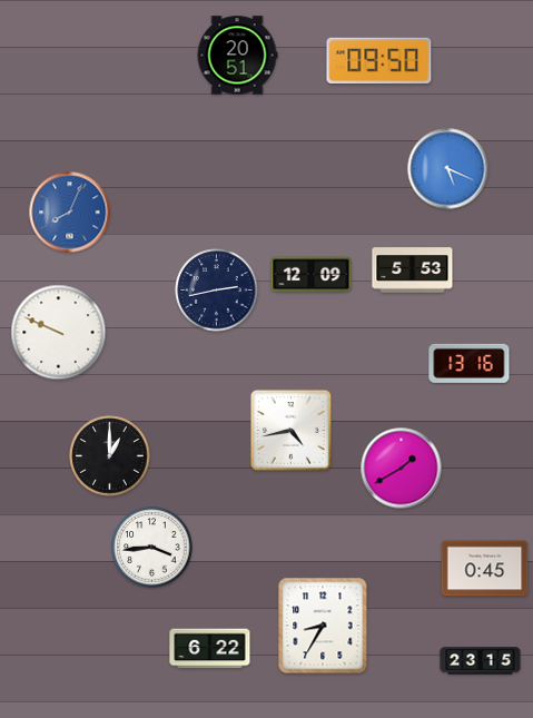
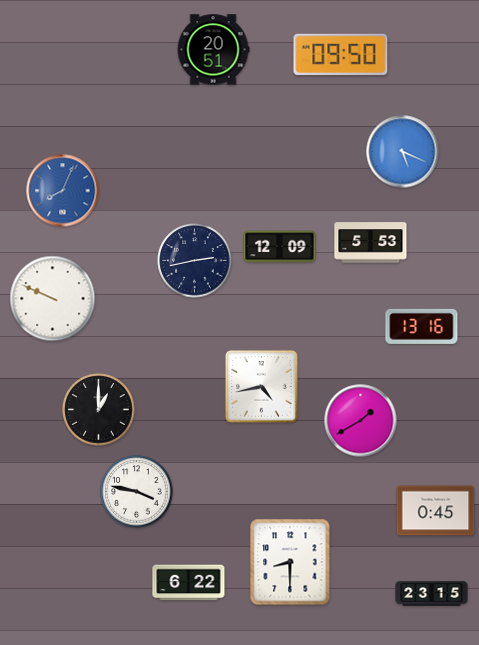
clock at (152, 548): 3:44 -> 3:47
clock at (323, 626): 8:35 -> 8:30
